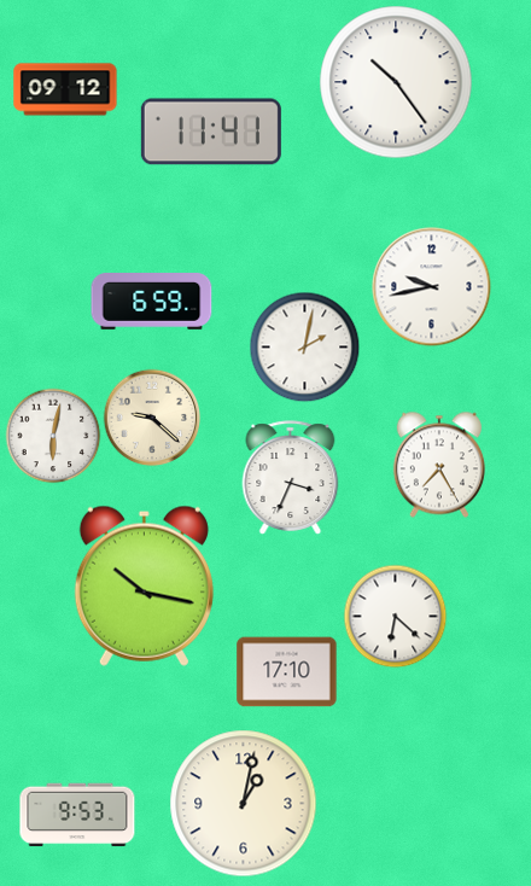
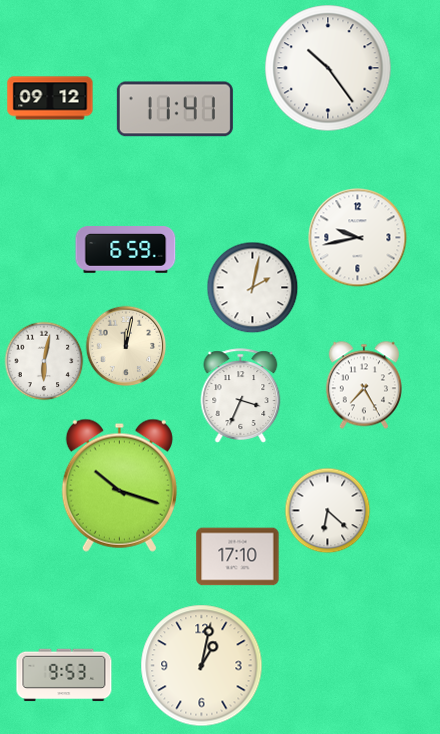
clock at (65, 89) position: (65, 89) -> (50, 98)
clock at (152, 418): 9:22 -> 12:02
clock at (144, 585): 10:17 -> 10:18
